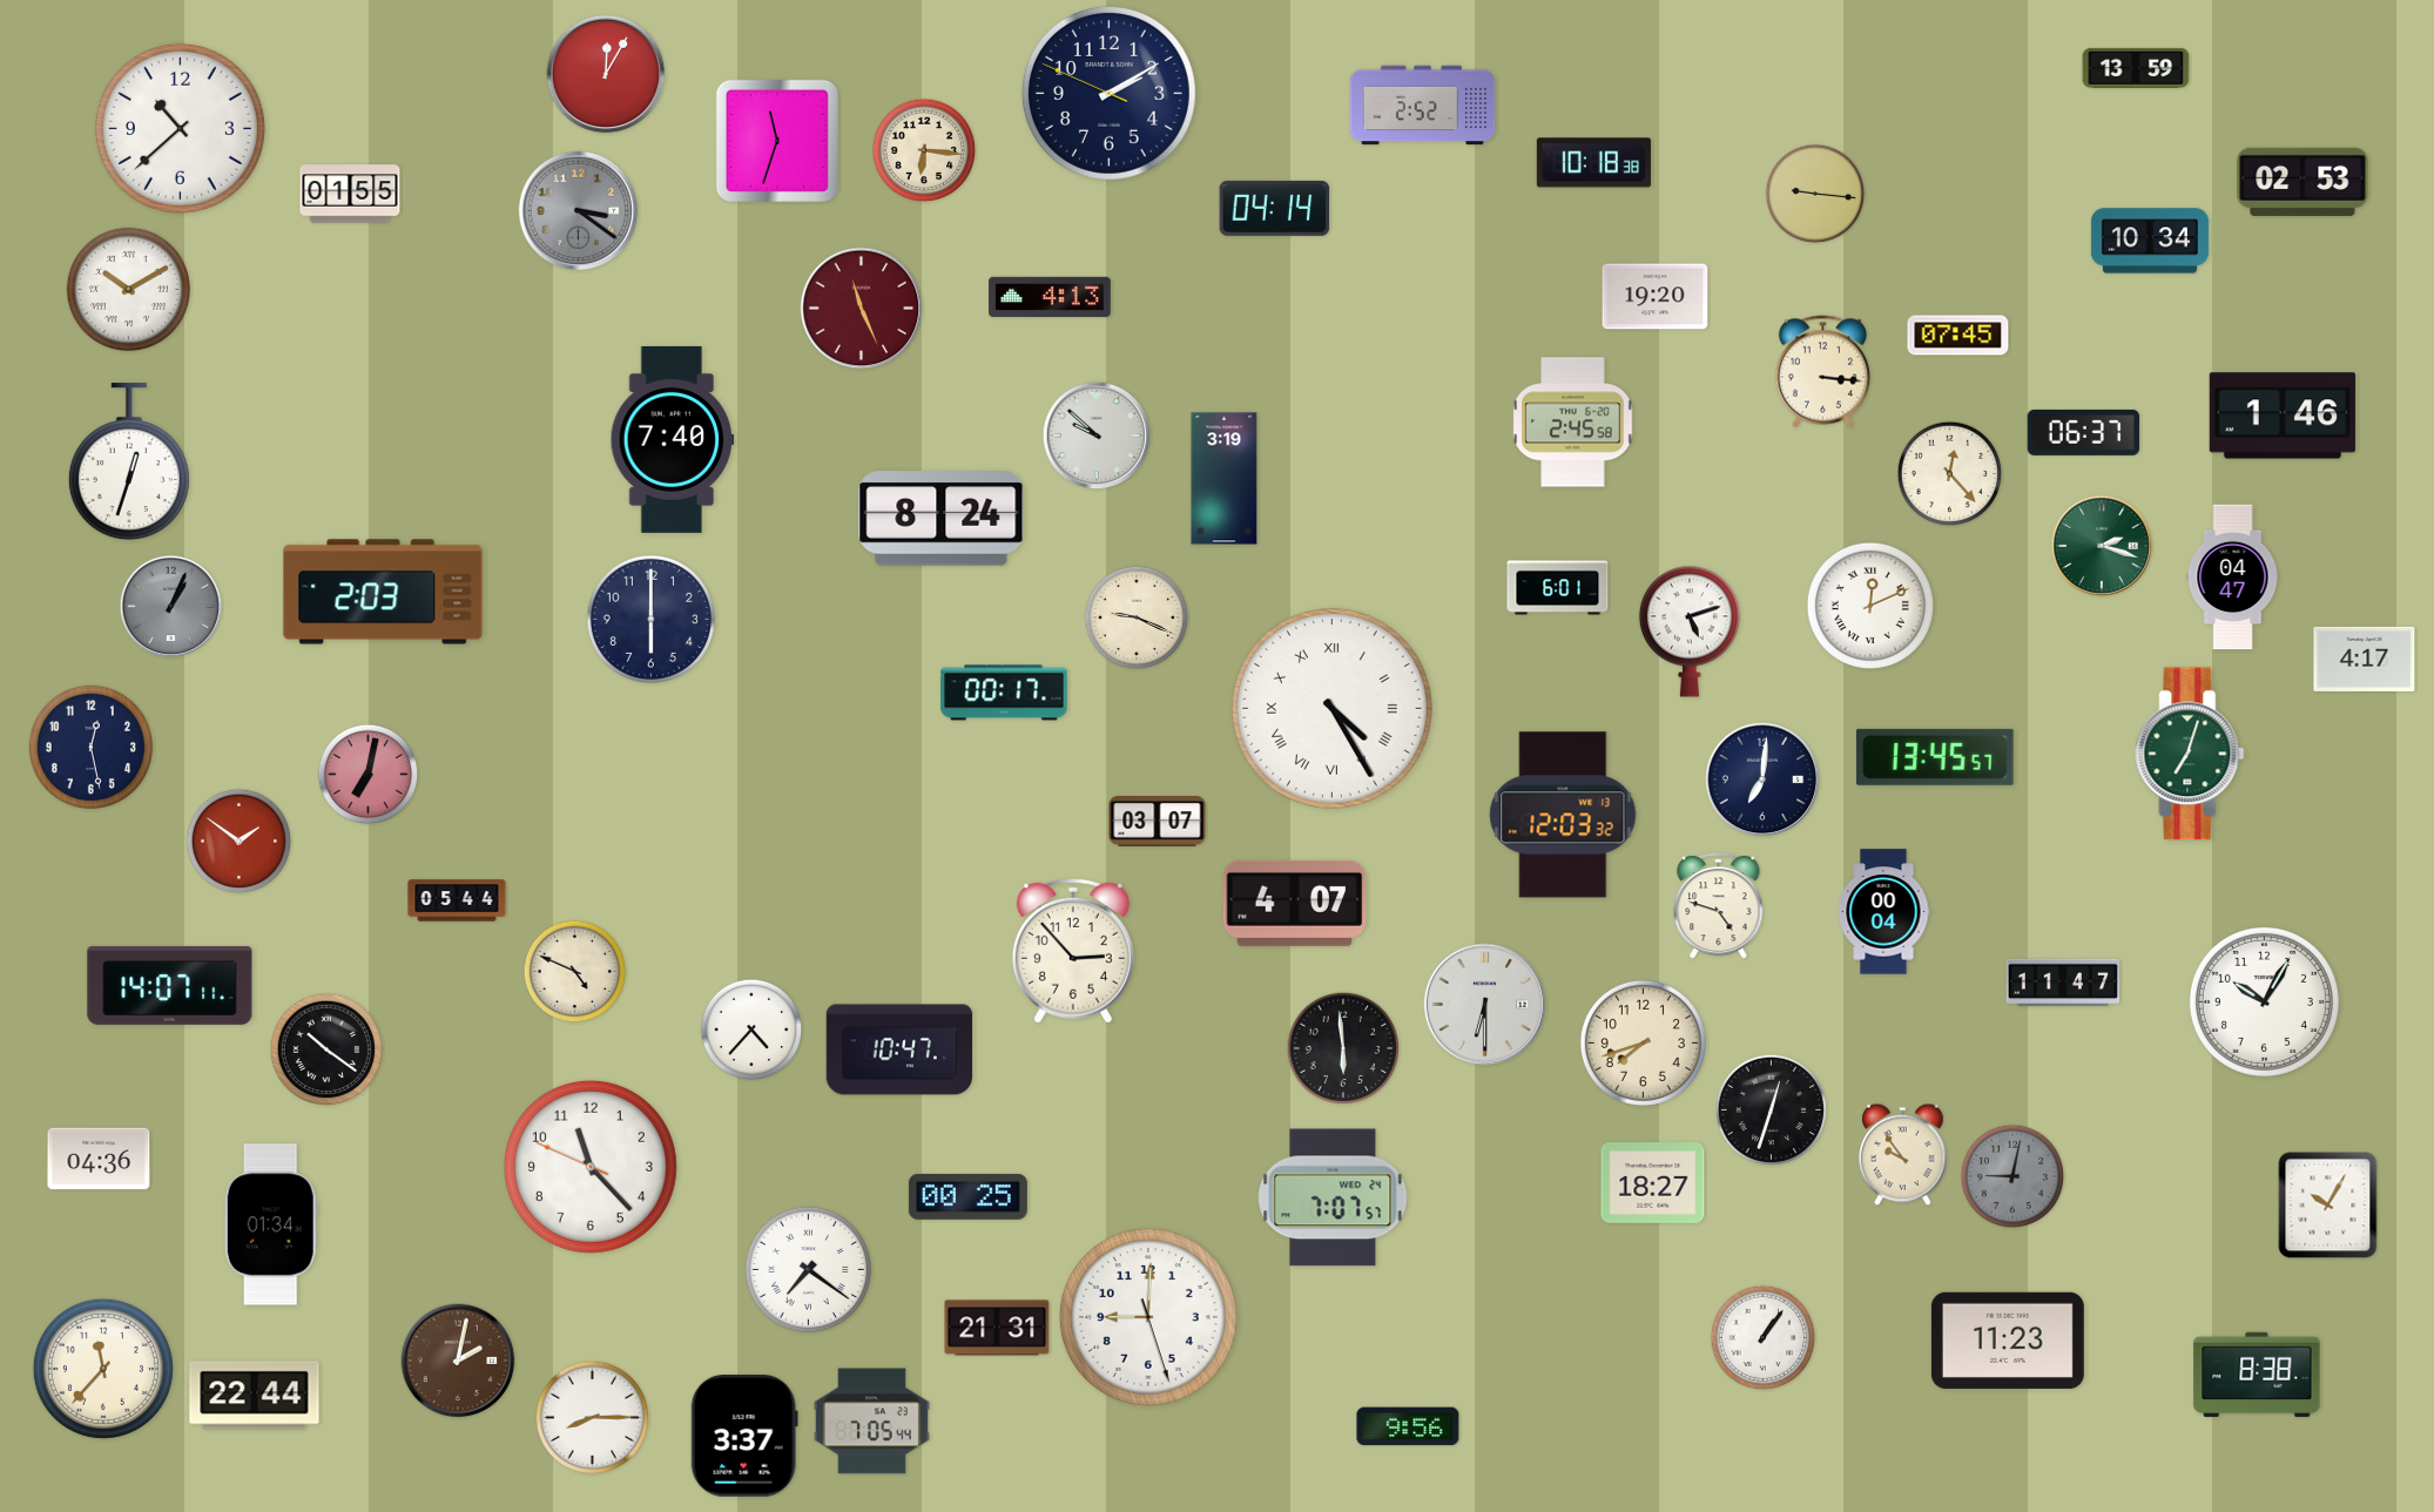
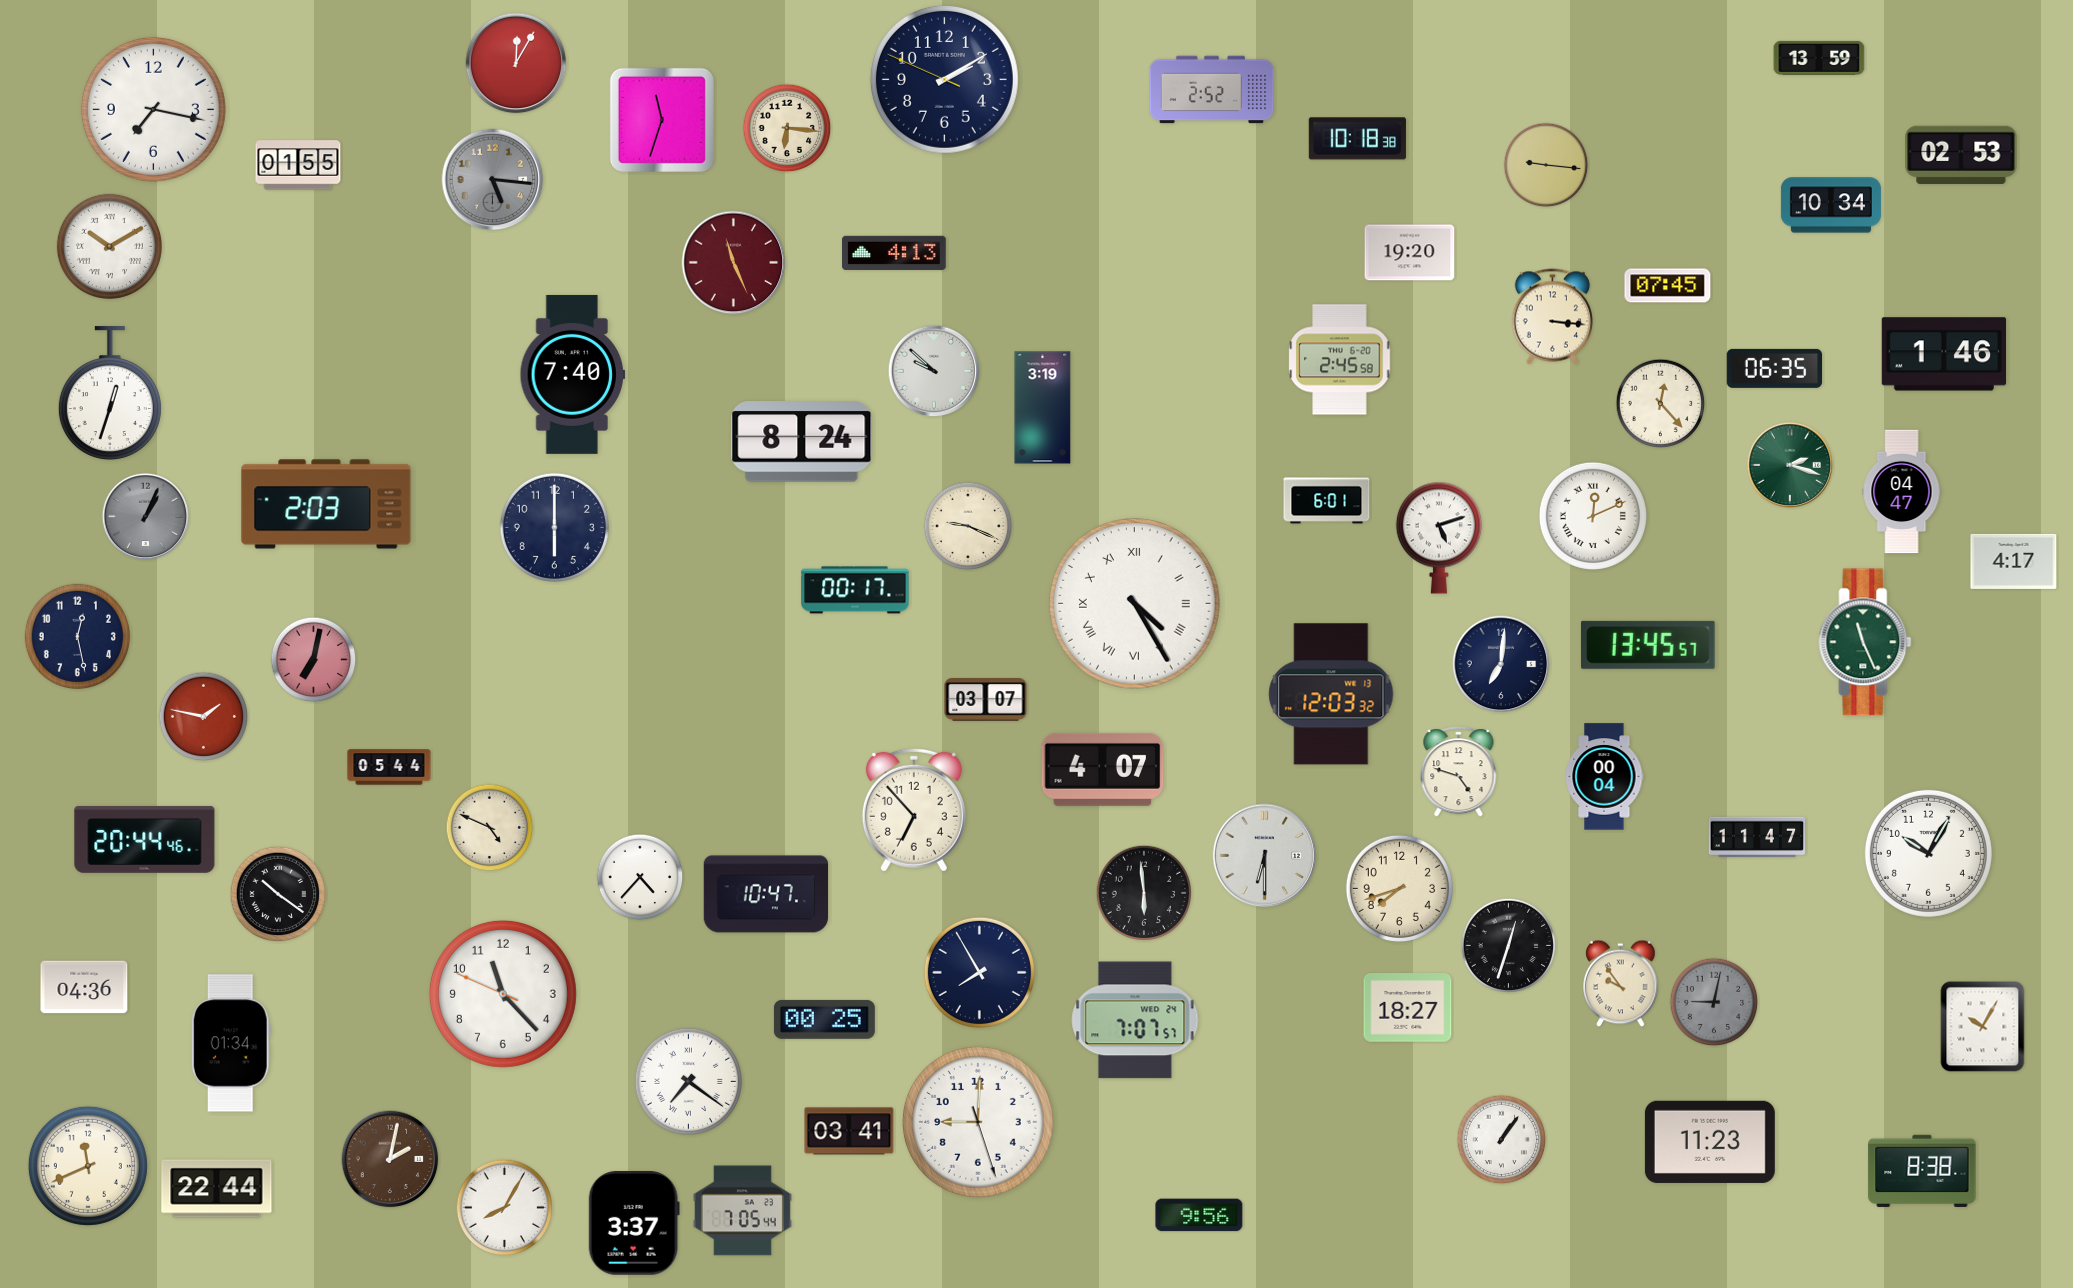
clock at (180, 128): 10:38 -> 7:17
clock at (1275, 208): 04:14 -> none
clock at (579, 211): 3:21 -> 5:16
clock at (2084, 432): 06:37 -> 06:35
clock at (2190, 754): 7:03 -> 11:26
clock at (240, 842): 1:51 -> 1:47
clock at (1719, 906) position: (1719, 906) -> (1459, 772)
clock at (1073, 951): 2:53 -> 6:53
clock at (170, 985): 14:07 -> 20:44
clock at (979, 972): none -> 7:55
clock at (997, 1328): 21:31 -> 03:41
clock at (103, 1369): 11:37 -> 11:41
clock at (593, 1418): 8:15 -> 8:05
